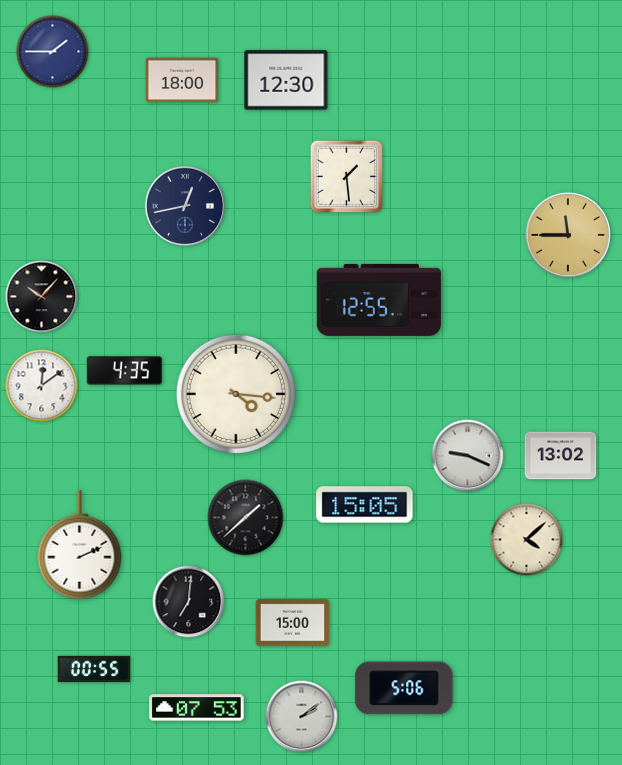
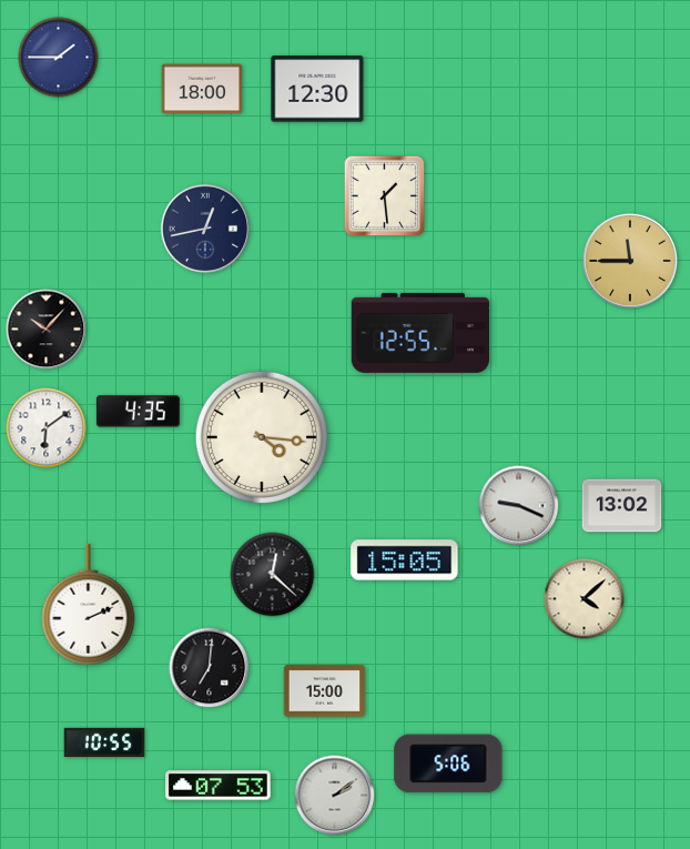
clock at (42, 386): 12:09 -> 6:09
clock at (246, 518): 1:38 -> 12:22
clock at (94, 669): 00:55 -> 10:55
